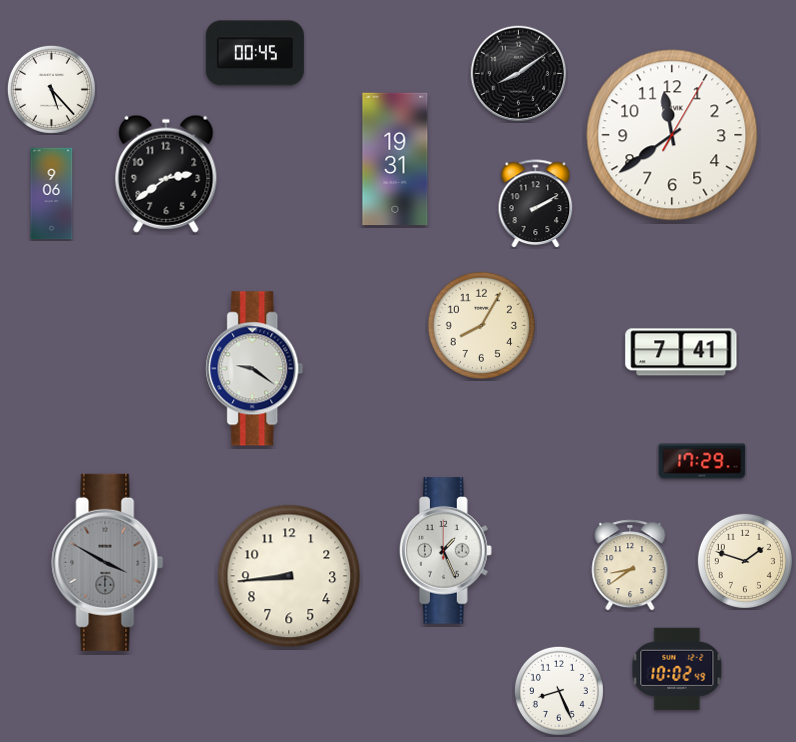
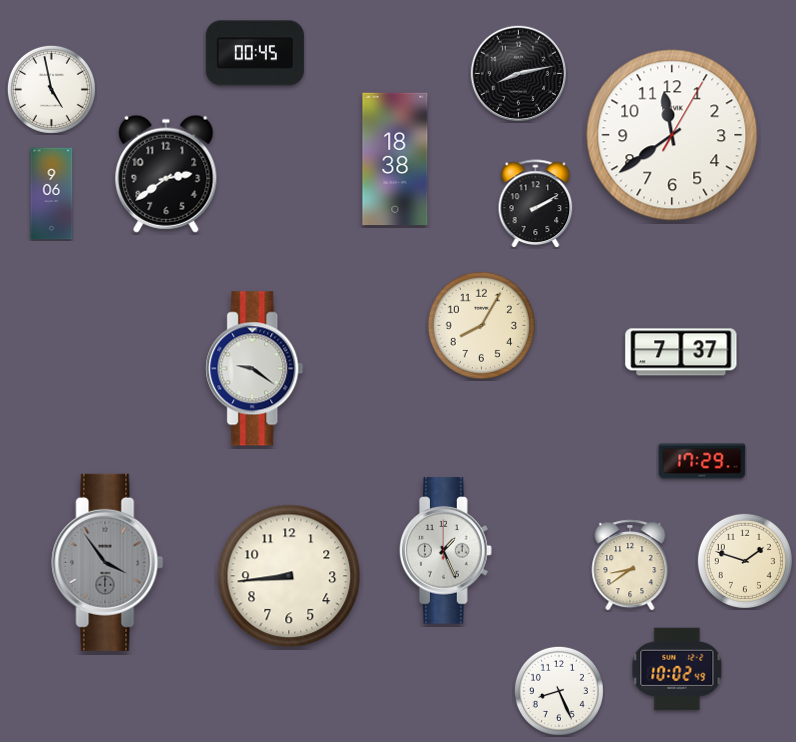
clock at (518, 73): 8:09 -> 8:13
clock at (51, 89): 5:23 -> 4:58
clock at (395, 159): 19:31 -> 18:38
clock at (681, 352): 7:41 -> 7:37
clock at (108, 562): 3:50 -> 3:54
